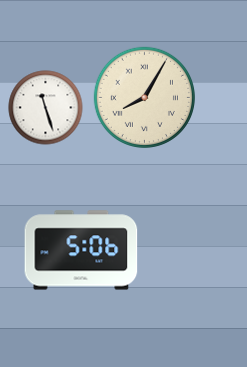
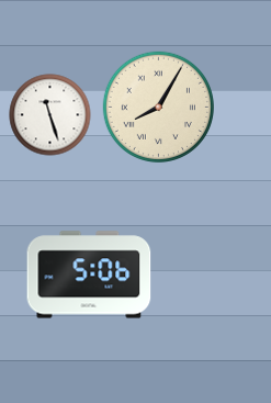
clock at (46, 108) position: (46, 108) -> (50, 115)
